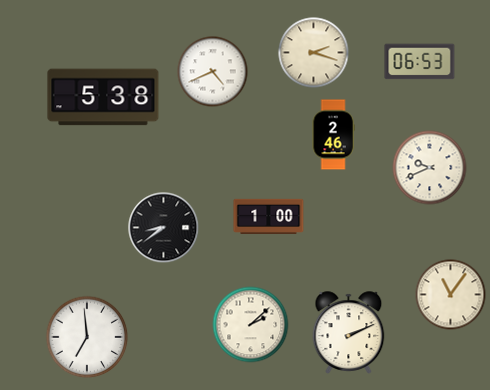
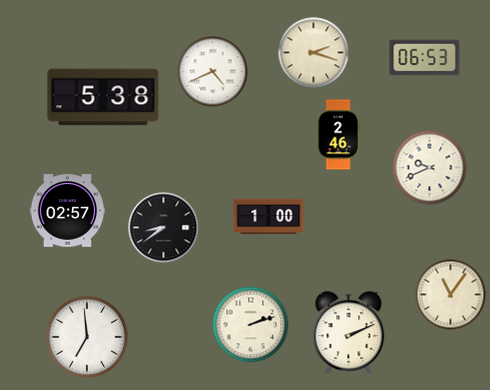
clock at (420, 62) position: (420, 62) -> (425, 58)
clock at (333, 135) position: (333, 135) -> (338, 135)
clock at (67, 211): none -> 02:57
clock at (251, 325): 2:08 -> 2:12
